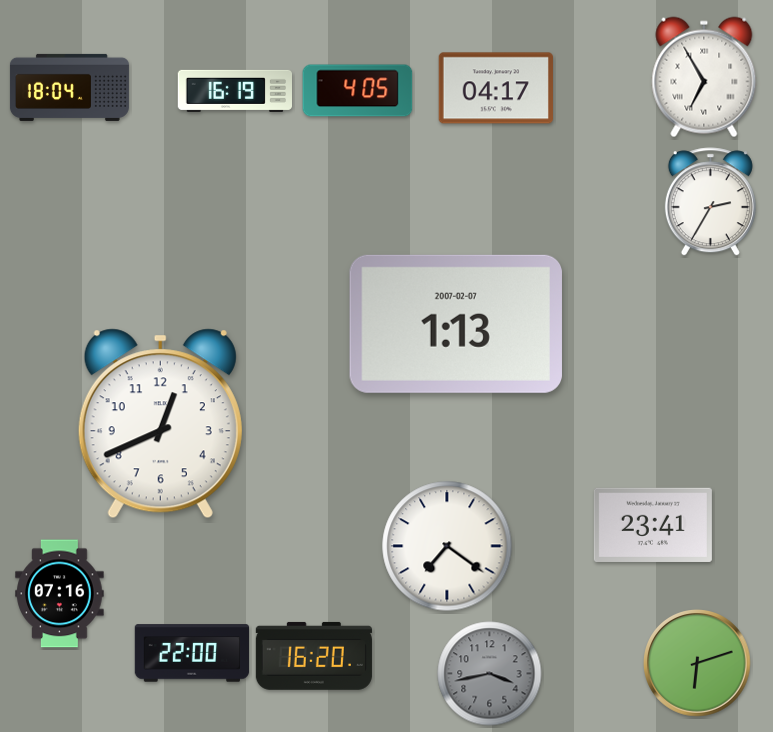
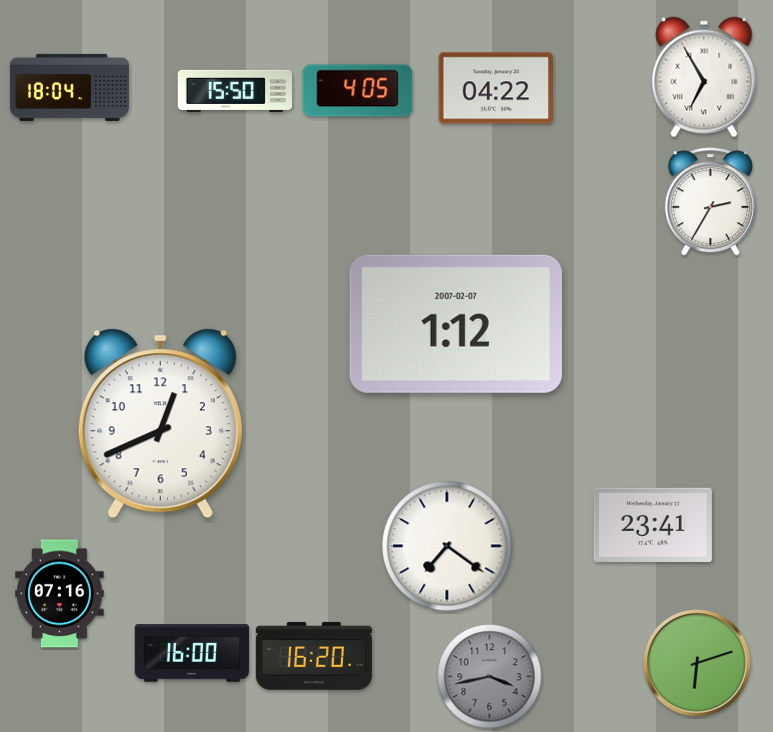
clock at (496, 88): 04:17 -> 04:22
clock at (235, 91): 16:19 -> 15:50
clock at (455, 324): 1:13 -> 1:12
clock at (192, 653): 22:00 -> 16:00
clock at (490, 674) position: (490, 674) -> (490, 677)
